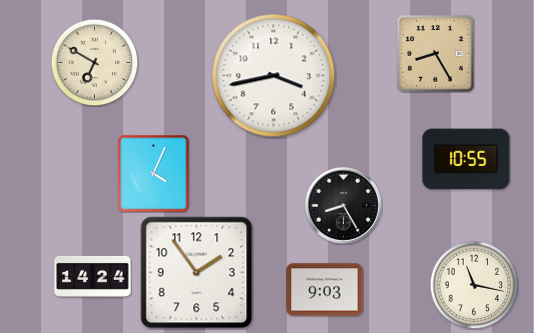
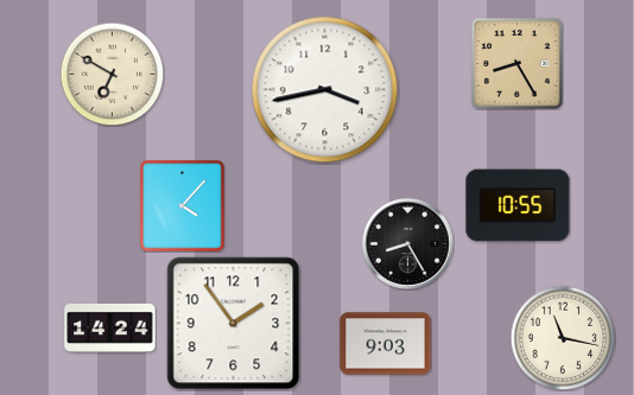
clock at (466, 159) position: (466, 159) -> (518, 205)
clock at (154, 174): 4:04 -> 4:07
